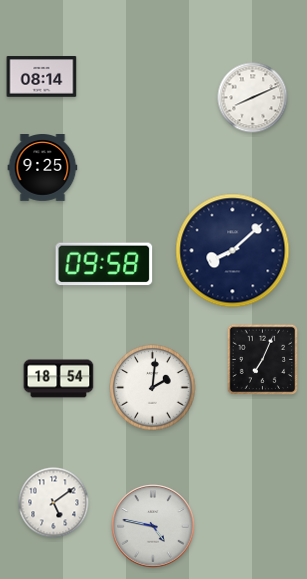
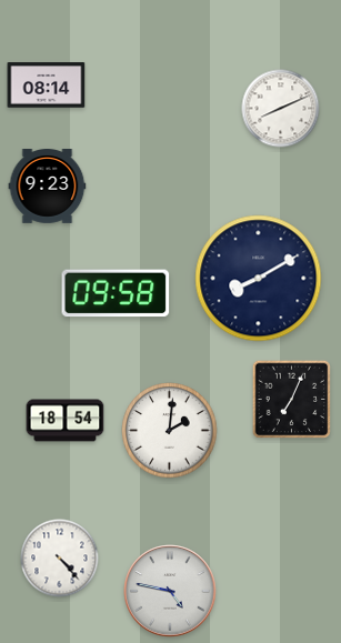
clock at (43, 168): 9:25 -> 9:23
clock at (233, 251): 8:08 -> 8:10
clock at (54, 503): 5:09 -> 4:23
clock at (153, 526) position: (153, 526) -> (170, 591)
